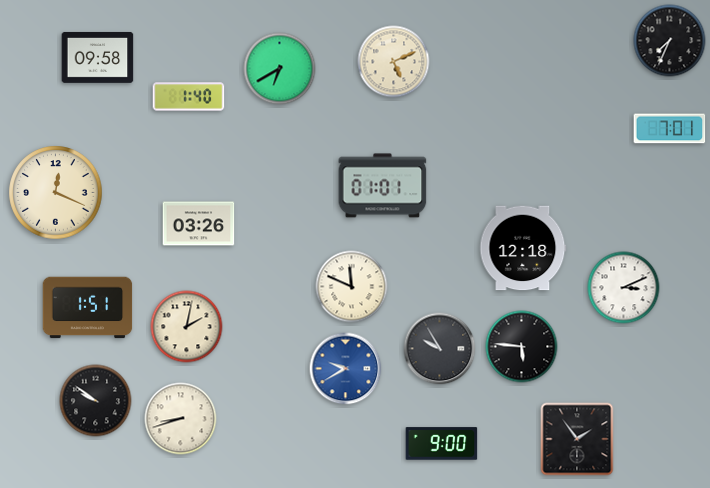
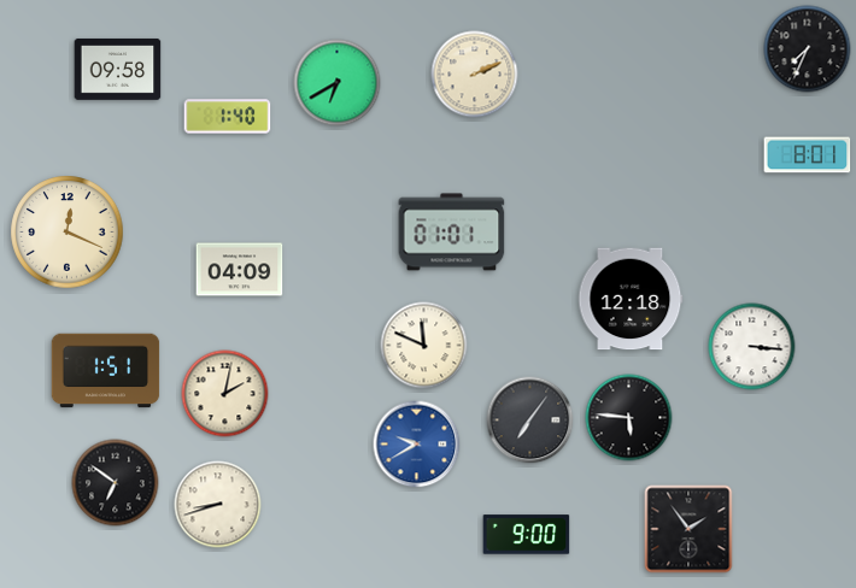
clock at (394, 62): 5:11 -> 2:11
clock at (670, 129): 7:01 -> 8:01
clock at (383, 186) position: (383, 186) -> (452, 233)
clock at (199, 224): 03:26 -> 04:09
clock at (624, 288): 3:11 -> 3:16
clock at (440, 349): 9:55 -> 7:06
clock at (96, 401): 9:51 -> 6:51
clock at (577, 439) position: (577, 439) -> (688, 529)
clock at (442, 444) position: (442, 444) -> (527, 535)
